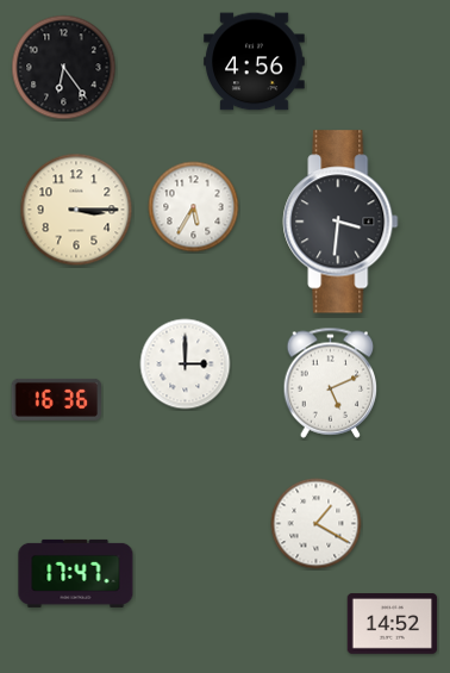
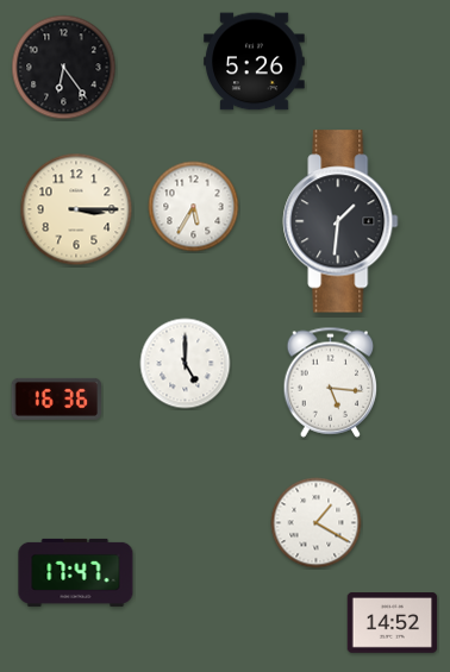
clock at (255, 62): 4:56 -> 5:26
clock at (340, 222): 3:31 -> 1:31
clock at (186, 364): 3:00 -> 5:00
clock at (331, 382): 5:11 -> 5:16
